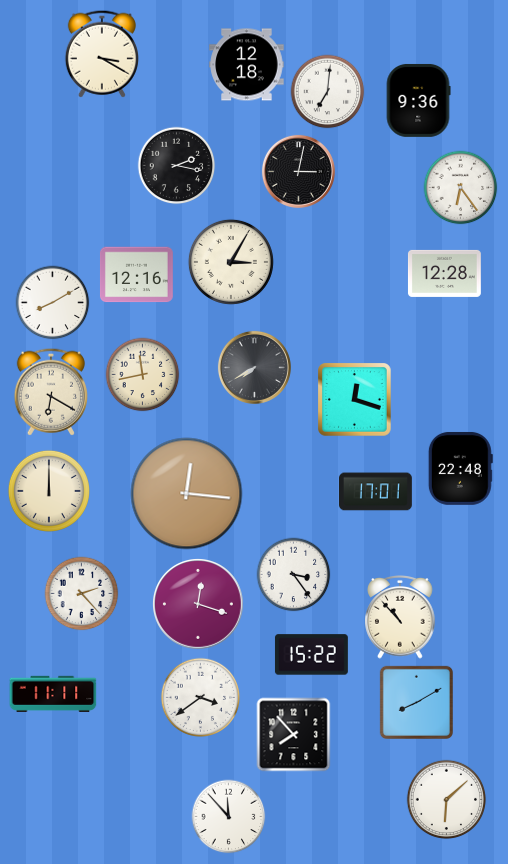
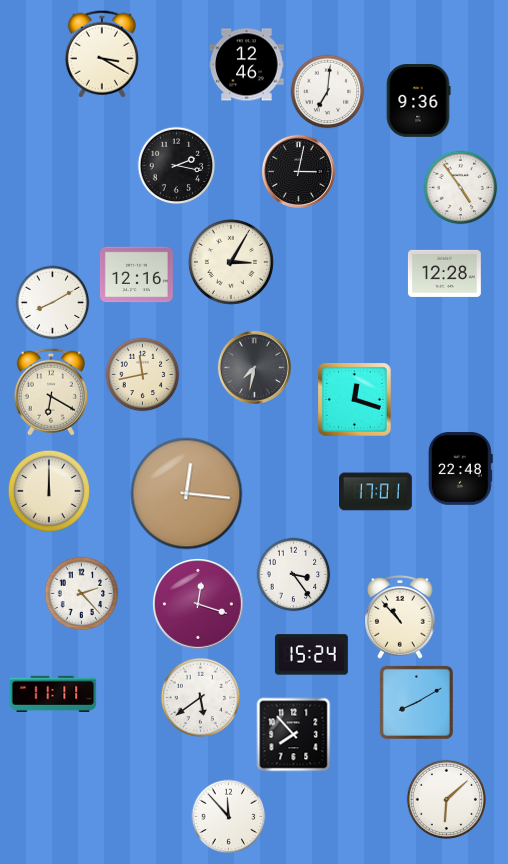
clock at (247, 65): 12:18 -> 12:46
clock at (461, 188): 6:24 -> 4:54
clock at (254, 367): 7:40 -> 7:32
clock at (311, 655): 15:22 -> 15:24
clock at (201, 698): 3:39 -> 5:39
